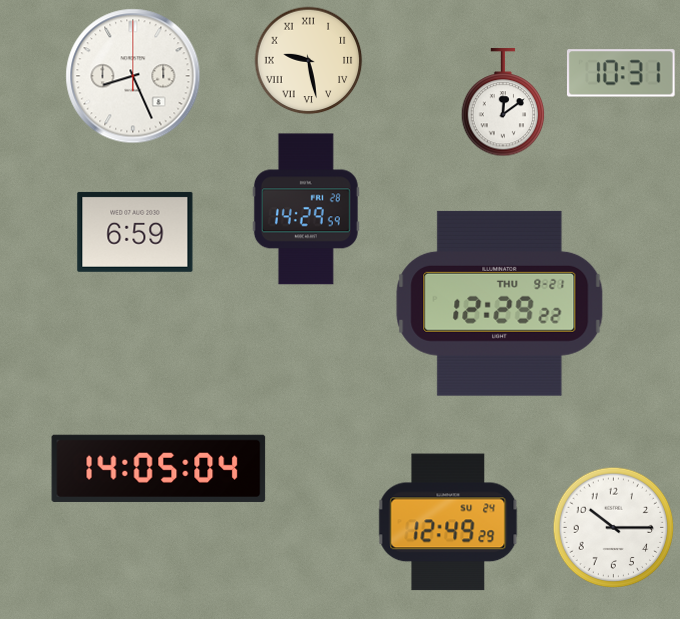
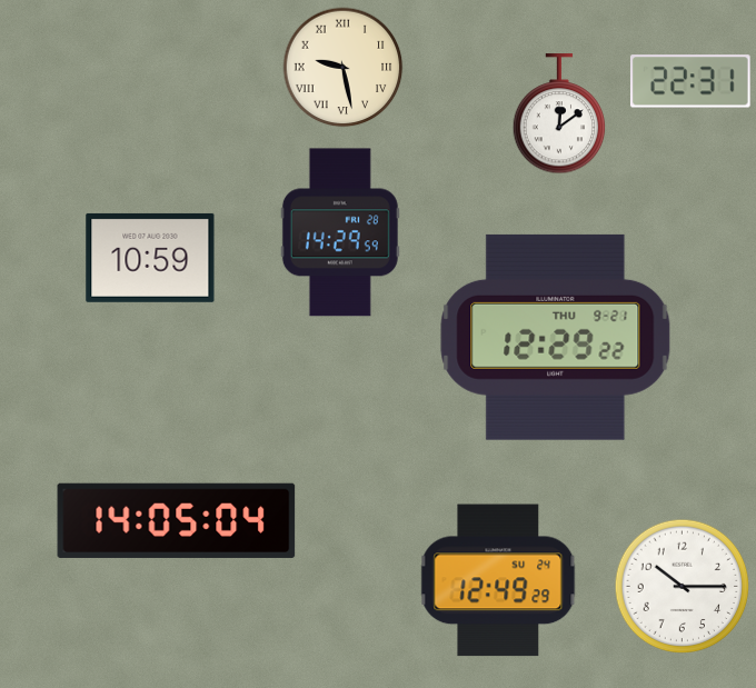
clock at (621, 73): 10:31 -> 22:31
clock at (133, 76): 8:26 -> none
clock at (135, 232): 6:59 -> 10:59
